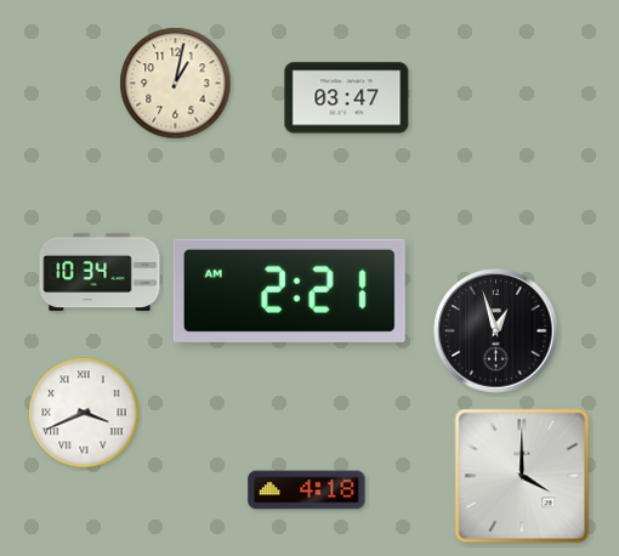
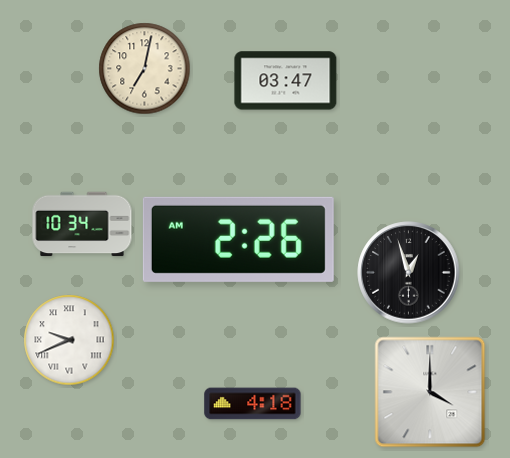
clock at (176, 84): 1:02 -> 7:02
clock at (289, 290): 2:21 -> 2:26
clock at (84, 413): 3:41 -> 9:41
